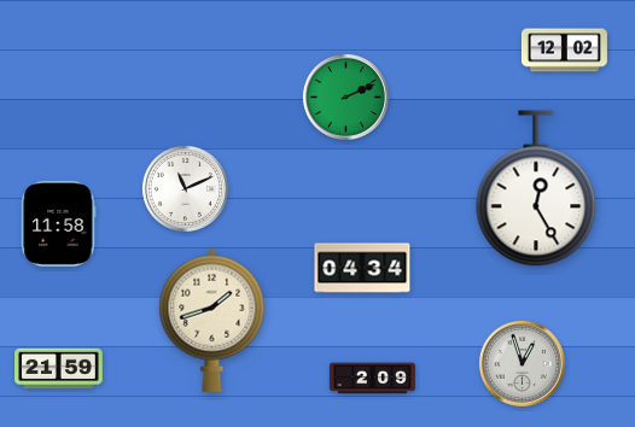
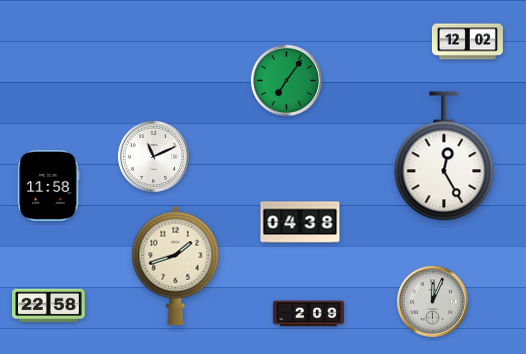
clock at (345, 96): 2:11 -> 7:06
clock at (362, 268): 04:34 -> 04:38
clock at (522, 363): 12:57 -> 12:04
clock at (59, 369): 21:59 -> 22:58
